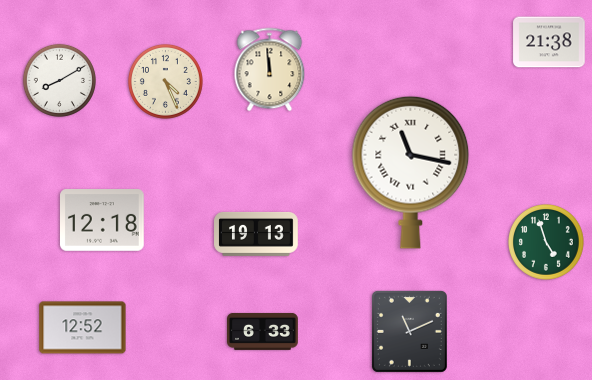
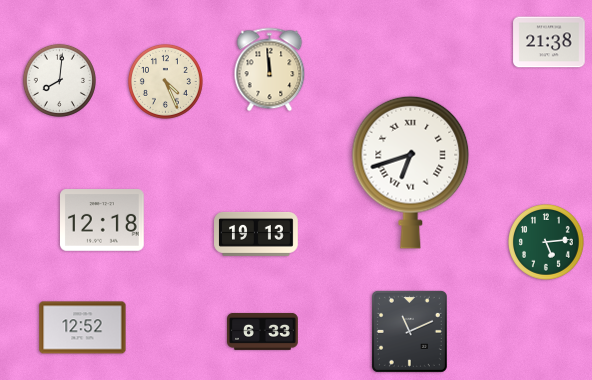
clock at (59, 80): 8:10 -> 8:01
clock at (411, 172): 11:17 -> 6:42
clock at (547, 243): 4:57 -> 5:14
